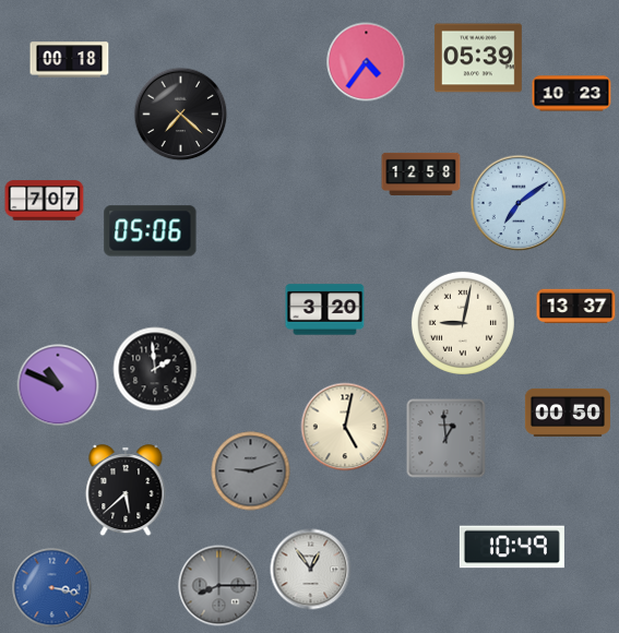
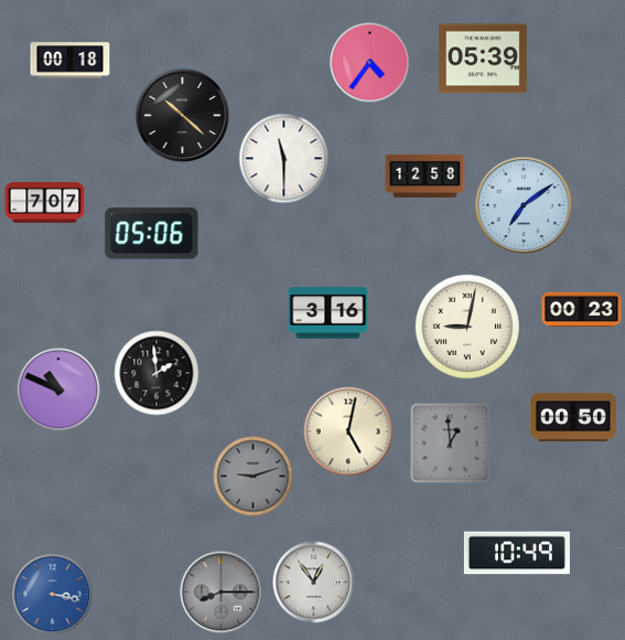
clock at (572, 94): 10:23 -> none
clock at (181, 115): 7:22 -> 10:22
clock at (284, 159): none -> 11:30
clock at (576, 307): 13:37 -> 00:23
clock at (325, 310): 3:20 -> 3:16
clock at (126, 491): 5:38 -> none
clock at (311, 570) position: (311, 570) -> (314, 583)
